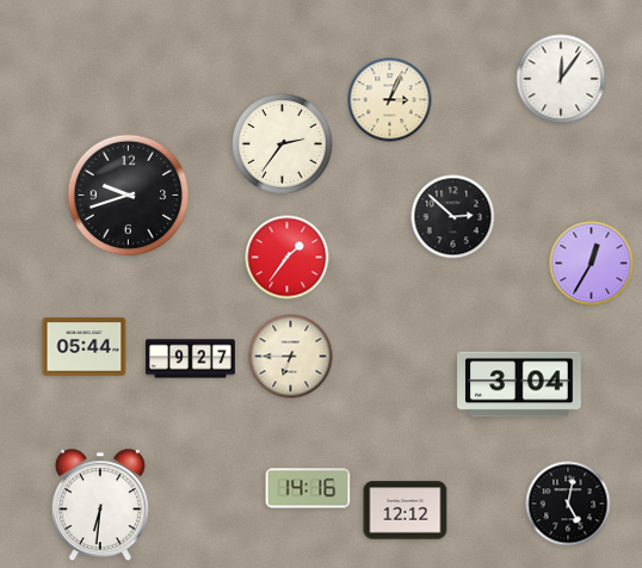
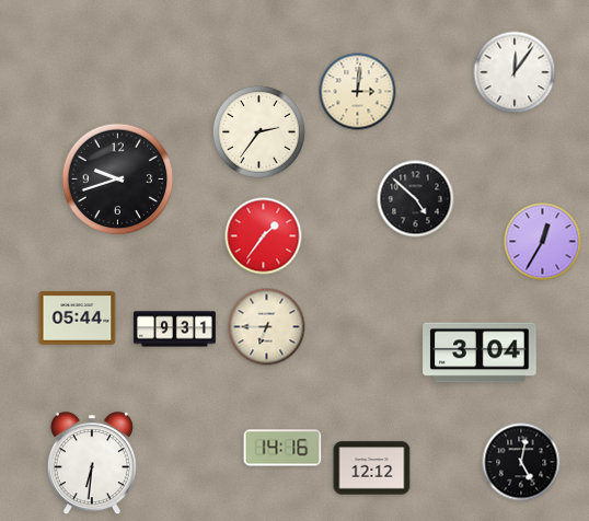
clock at (390, 100): 3:04 -> 3:01
clock at (453, 217): 2:52 -> 4:52
clock at (190, 359): 9:27 -> 9:31
clock at (519, 384) position: (519, 384) -> (480, 352)
